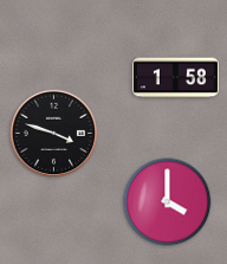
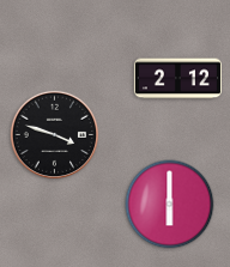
clock at (175, 78): 1:58 -> 2:12
clock at (168, 202): 4:00 -> 6:00
